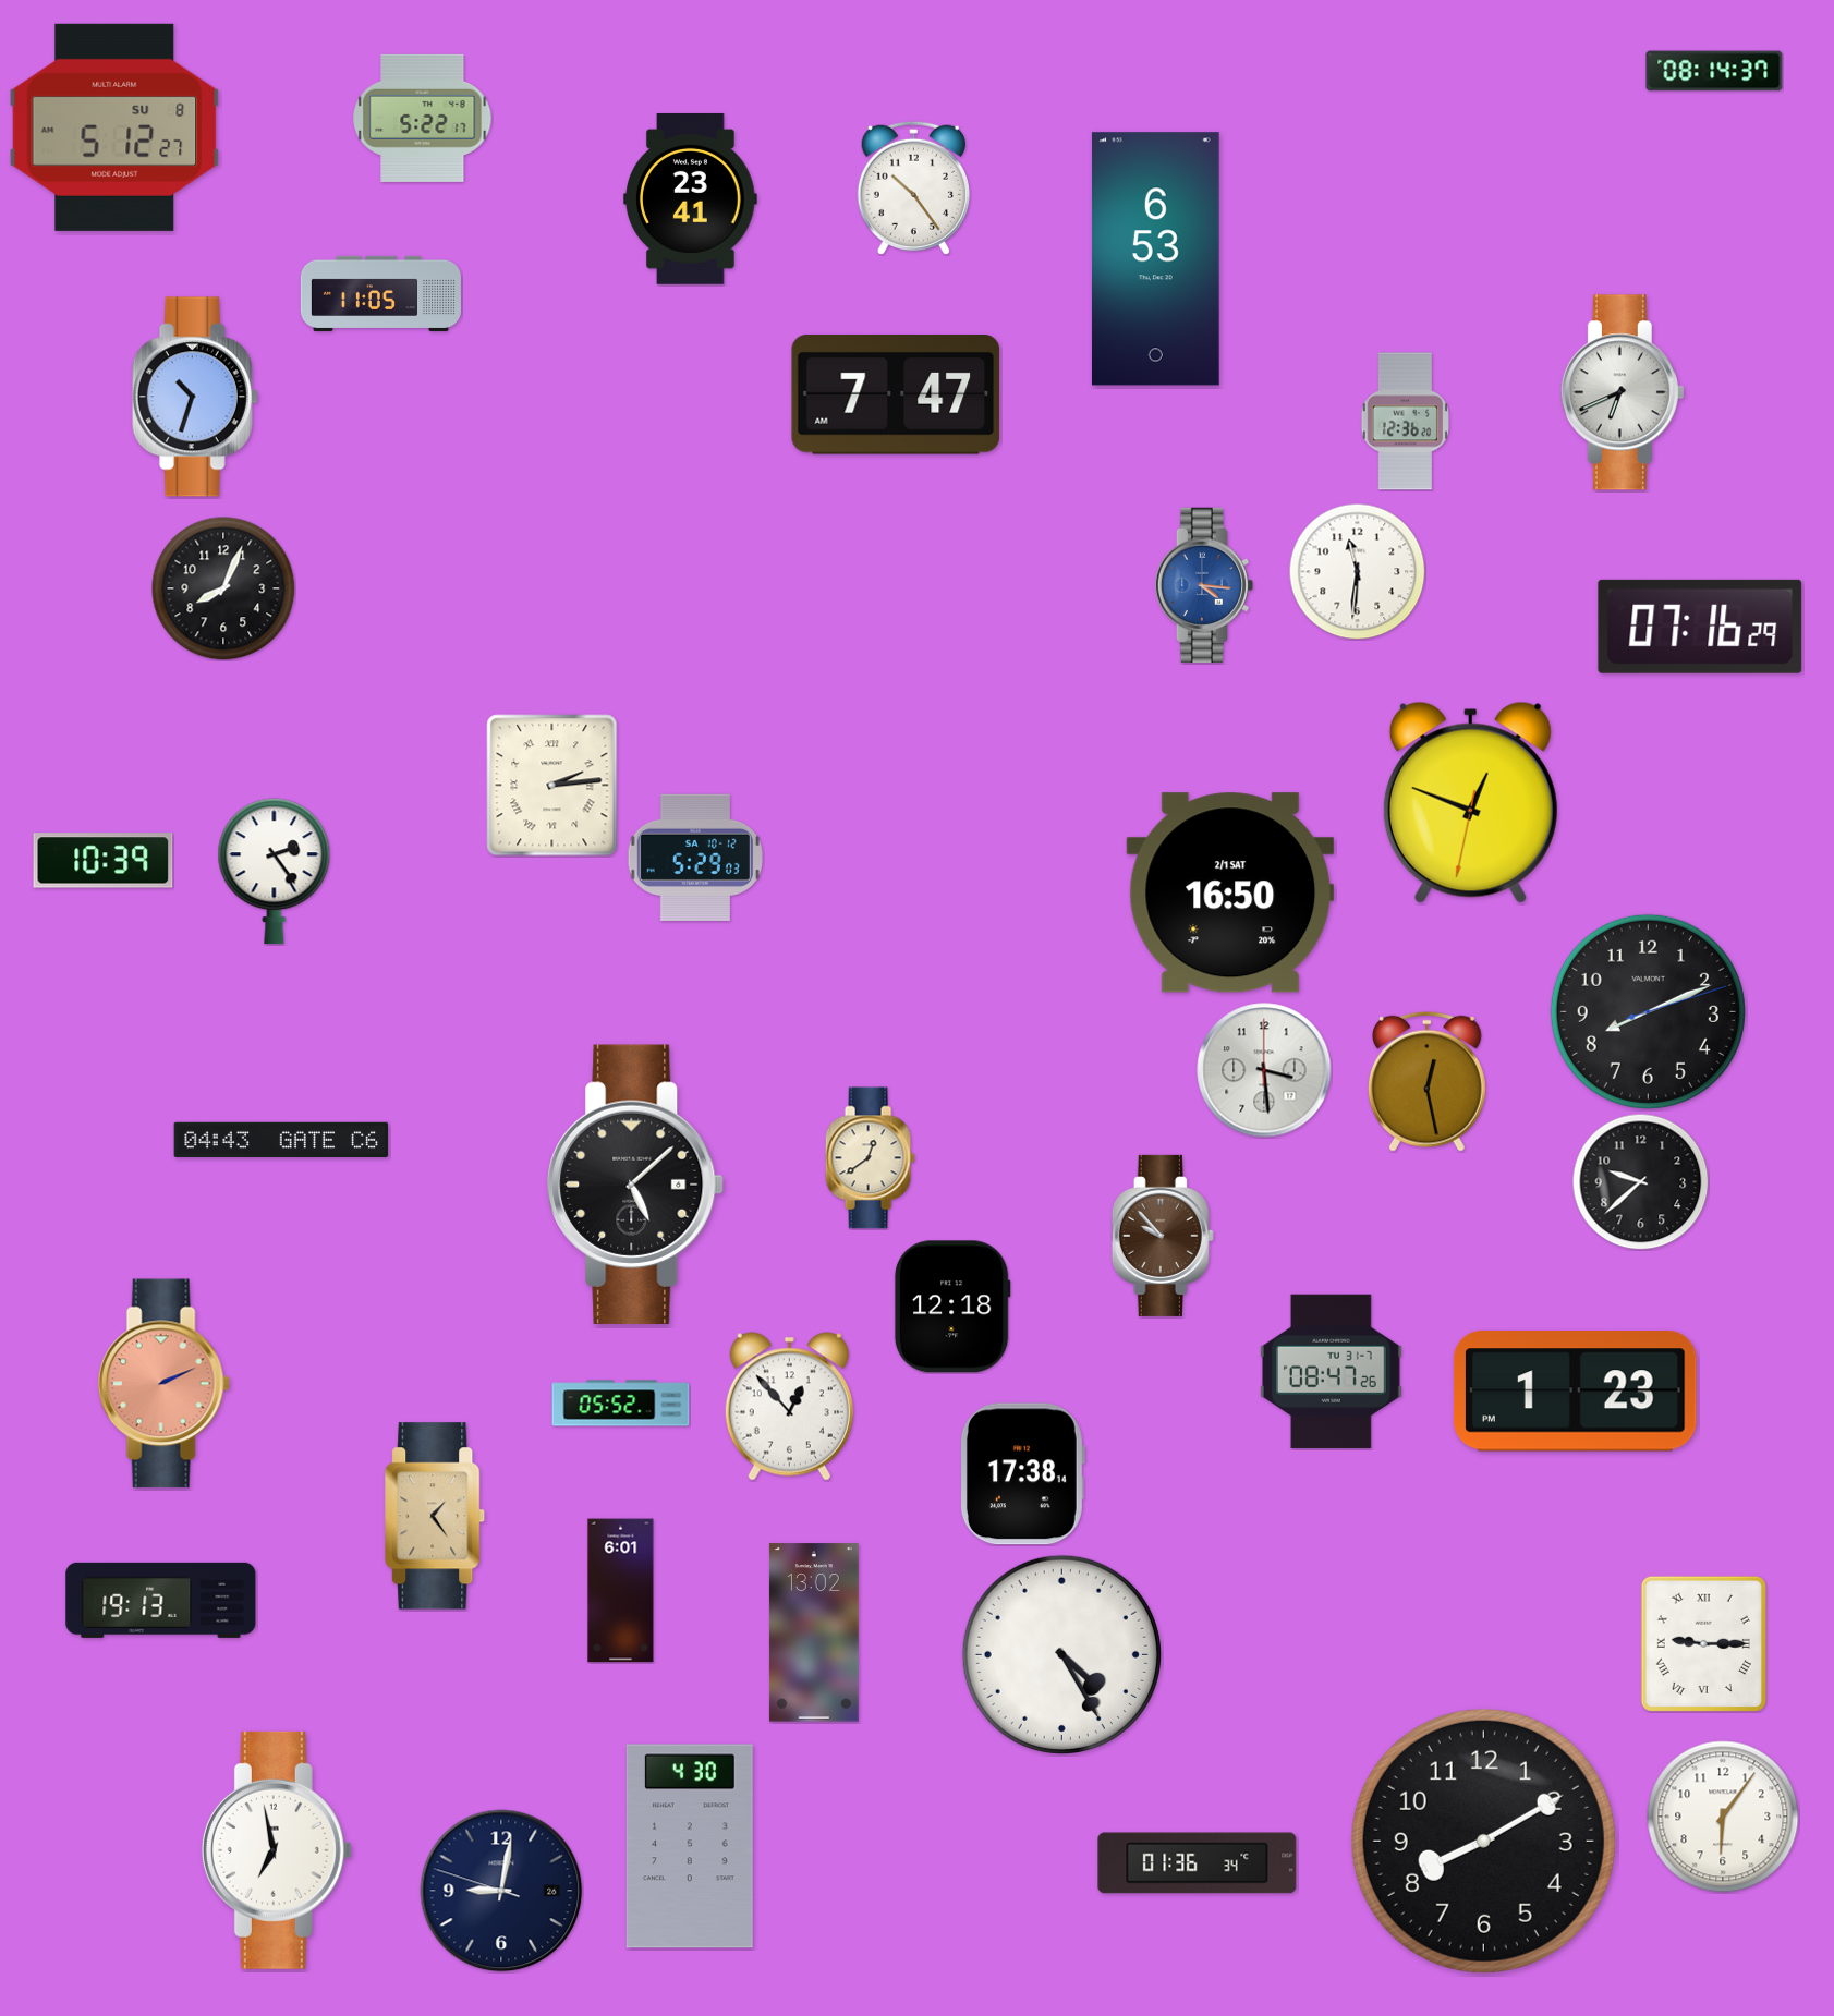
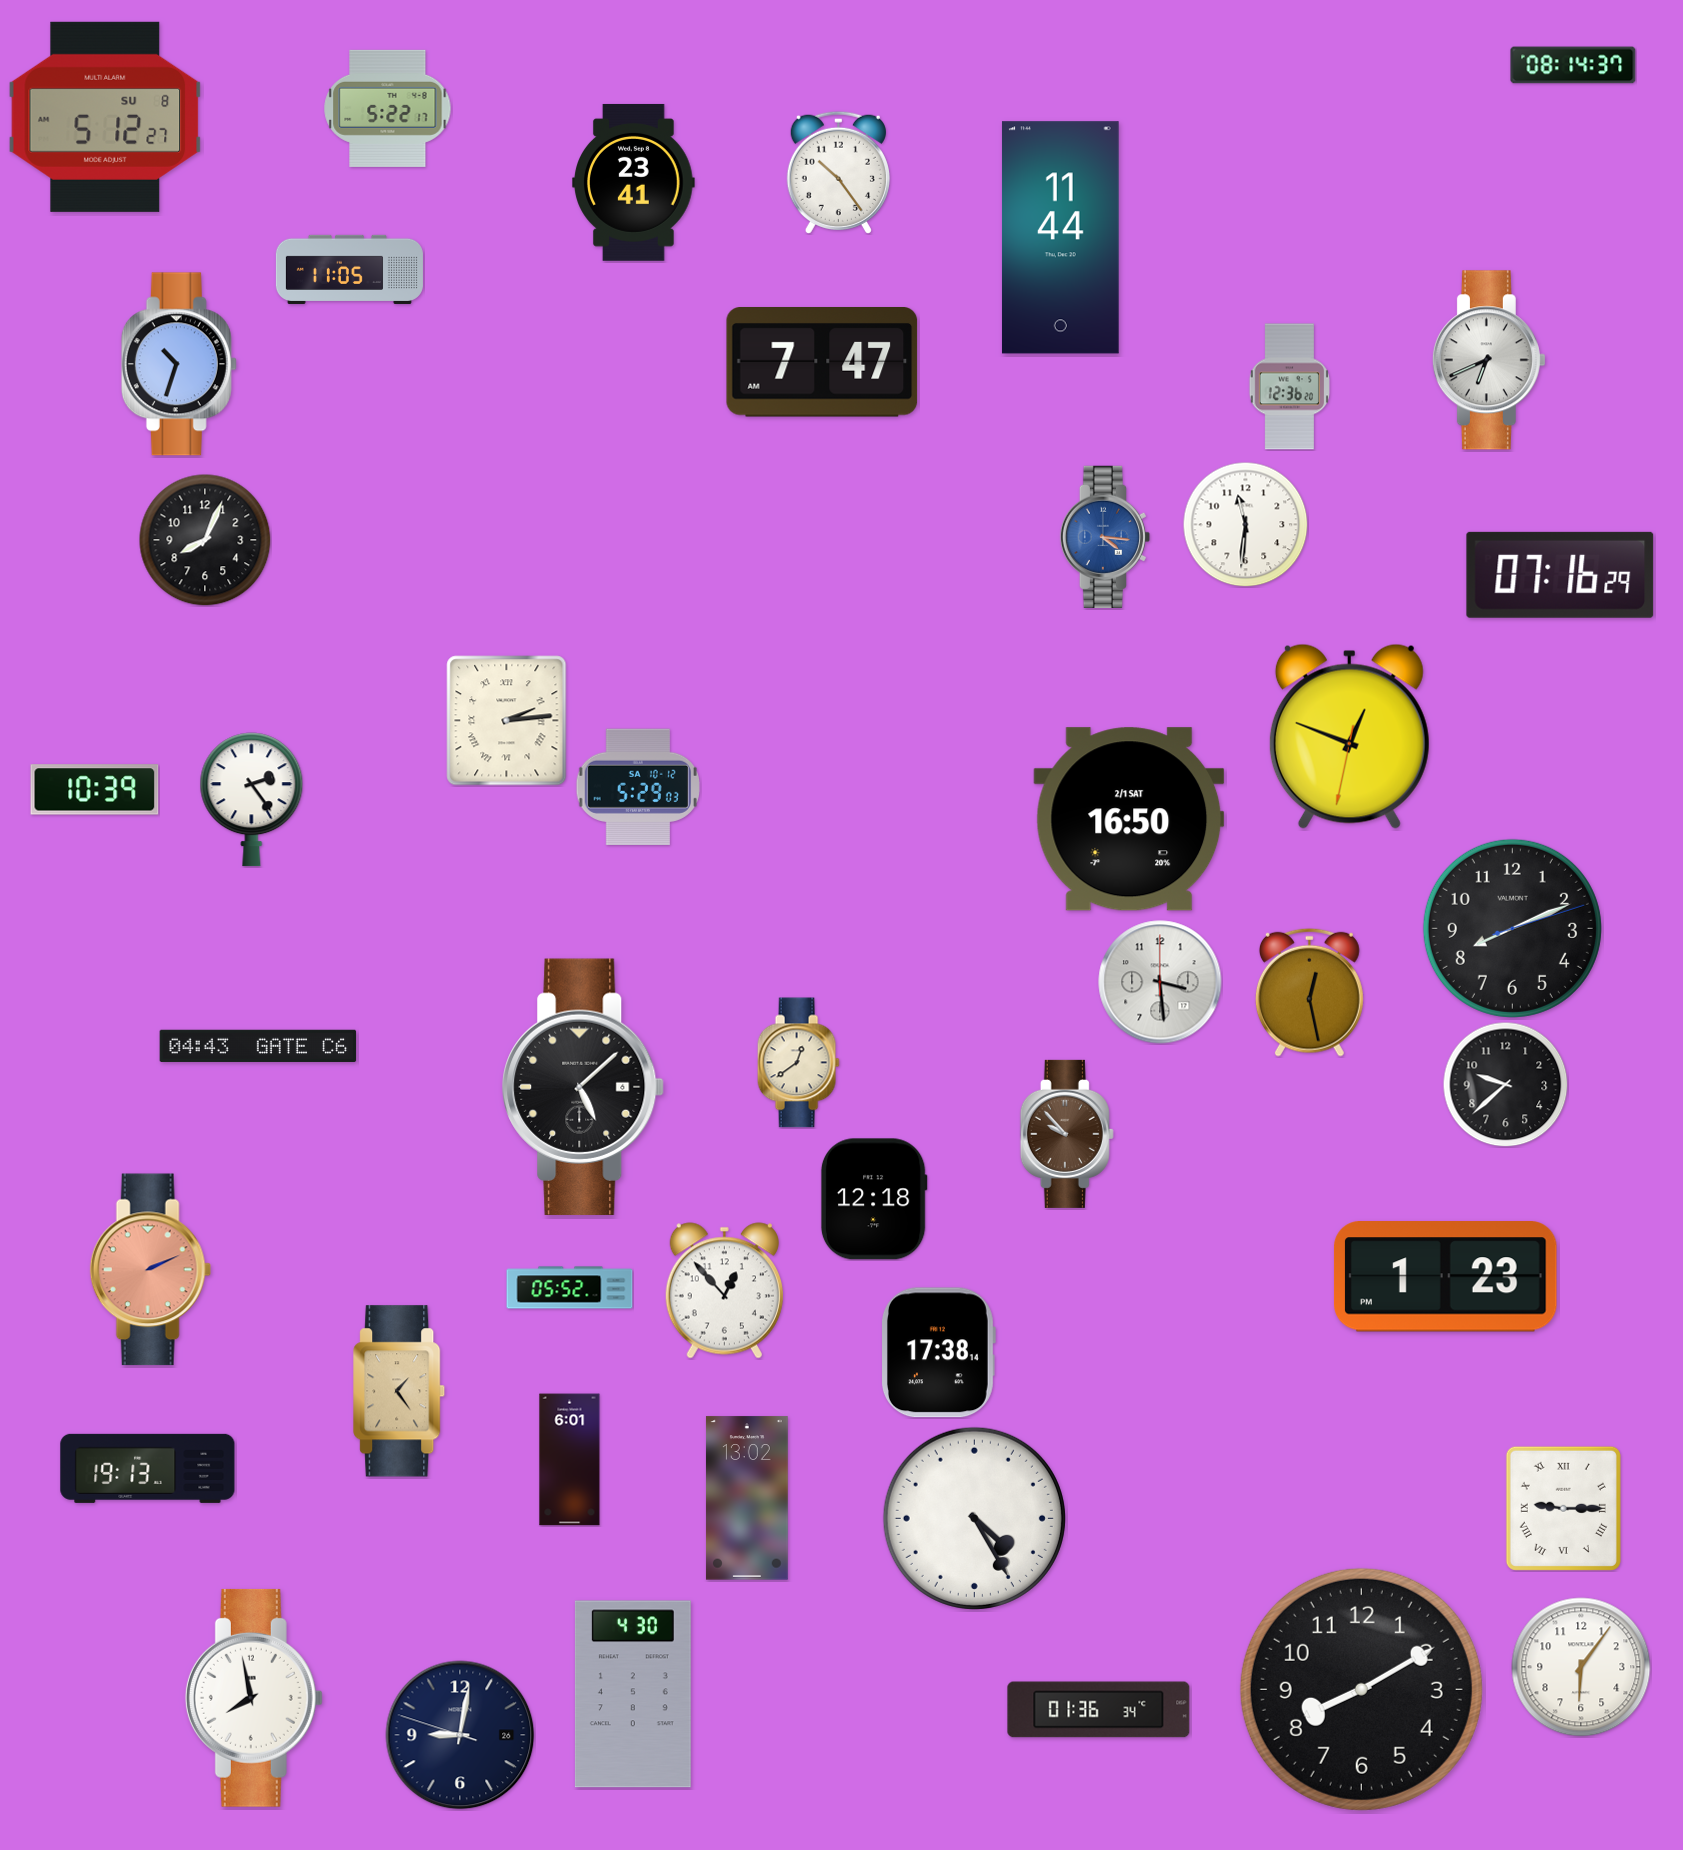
clock at (1155, 259): 6:53 -> 11:44
clock at (1331, 1371): 08:47 -> none
clock at (277, 1850): 6:58 -> 7:58
